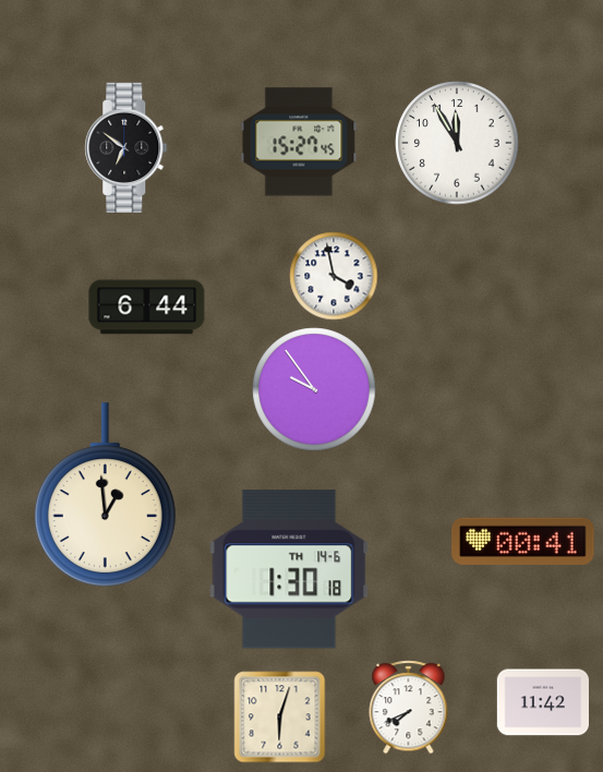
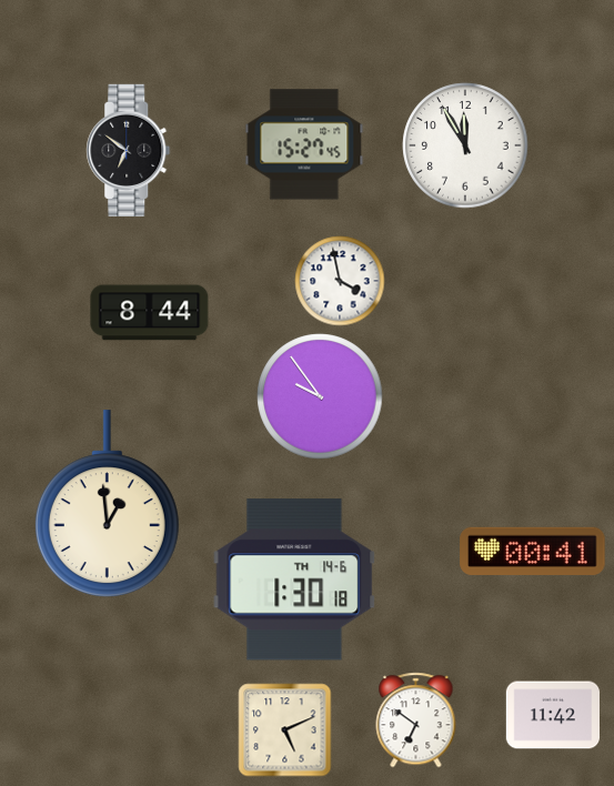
clock at (147, 307): 6:44 -> 8:44
clock at (409, 708): 7:41 -> 6:51
clock at (280, 717): 6:03 -> 5:11
